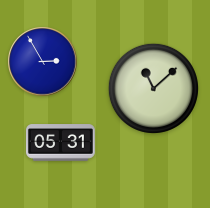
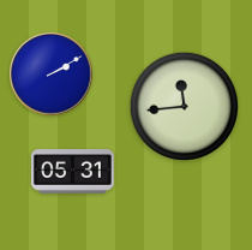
clock at (43, 62): 2:55 -> 2:10
clock at (153, 88): 11:08 -> 11:44
